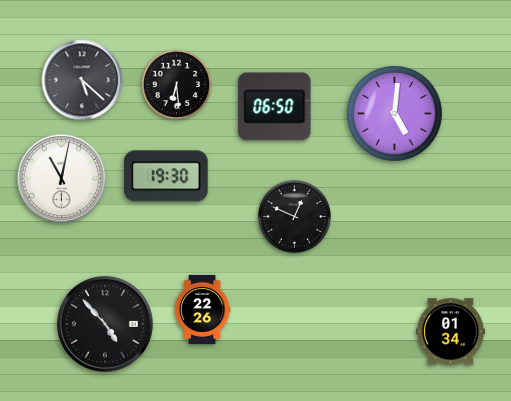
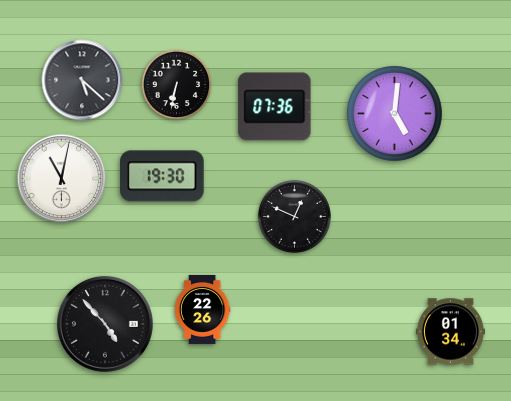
clock at (177, 85): 6:29 -> 6:32
clock at (275, 107): 06:50 -> 07:36
clock at (166, 176) position: (166, 176) -> (162, 176)
